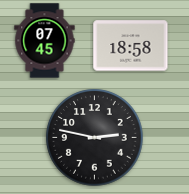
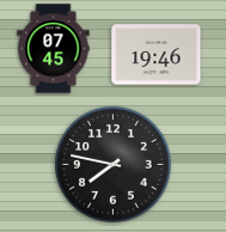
clock at (131, 46): 18:58 -> 19:46
clock at (95, 138): 2:47 -> 7:47
